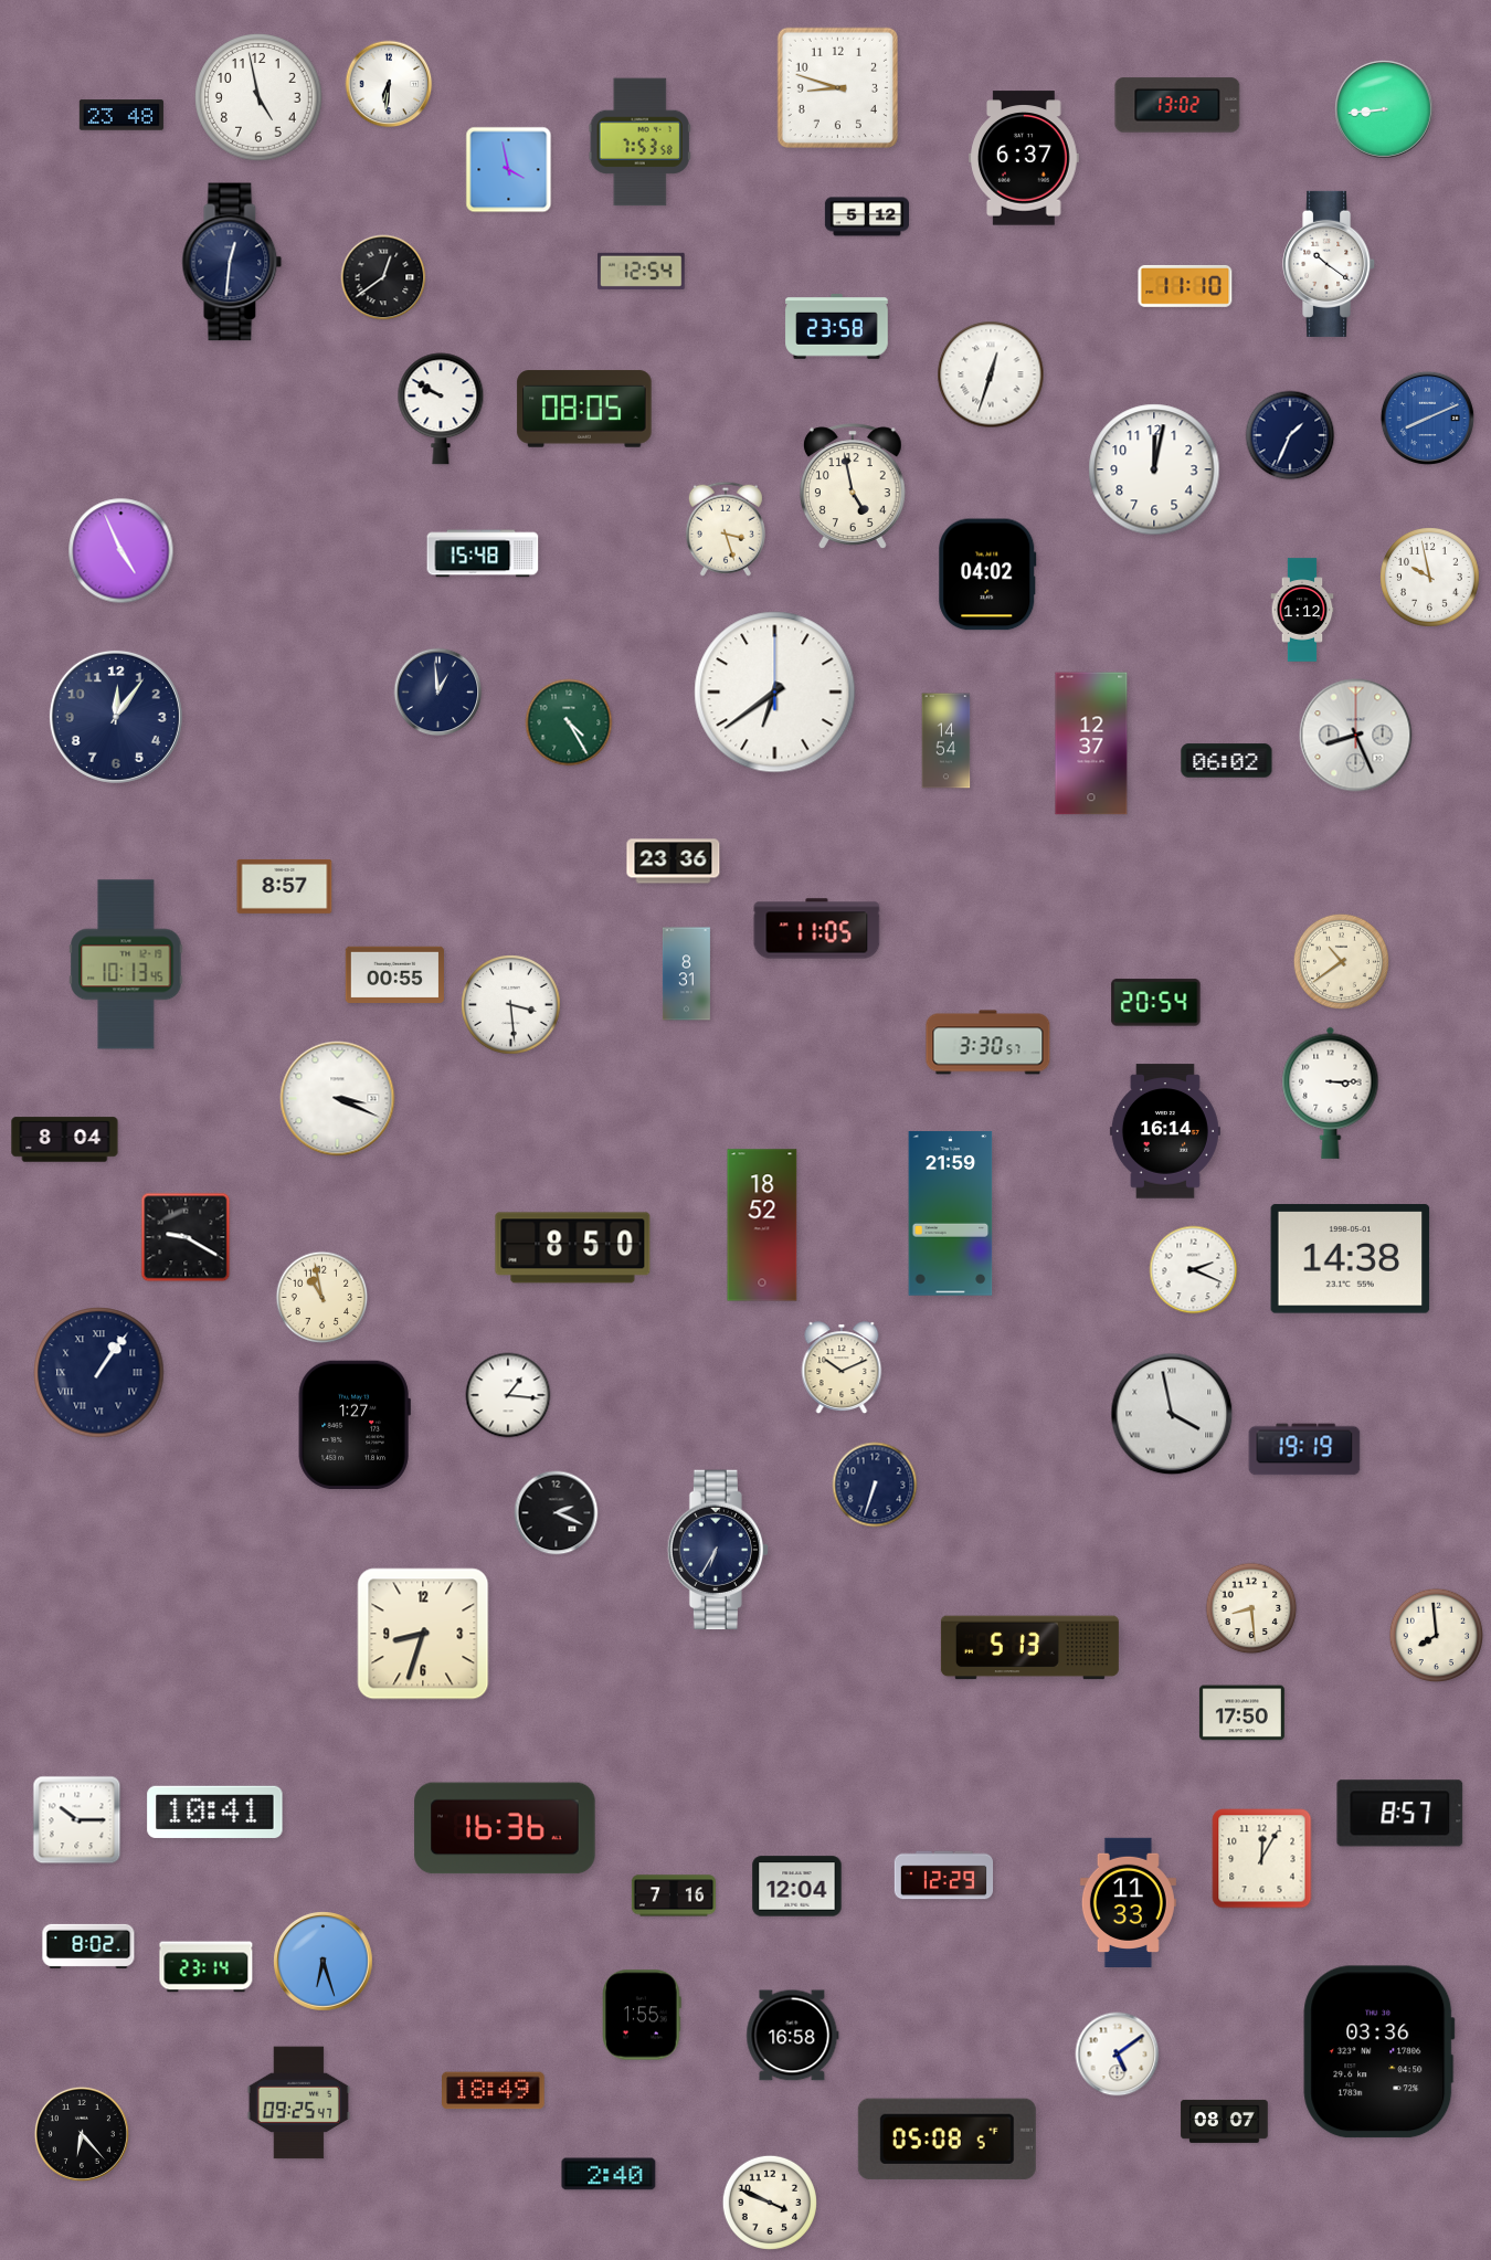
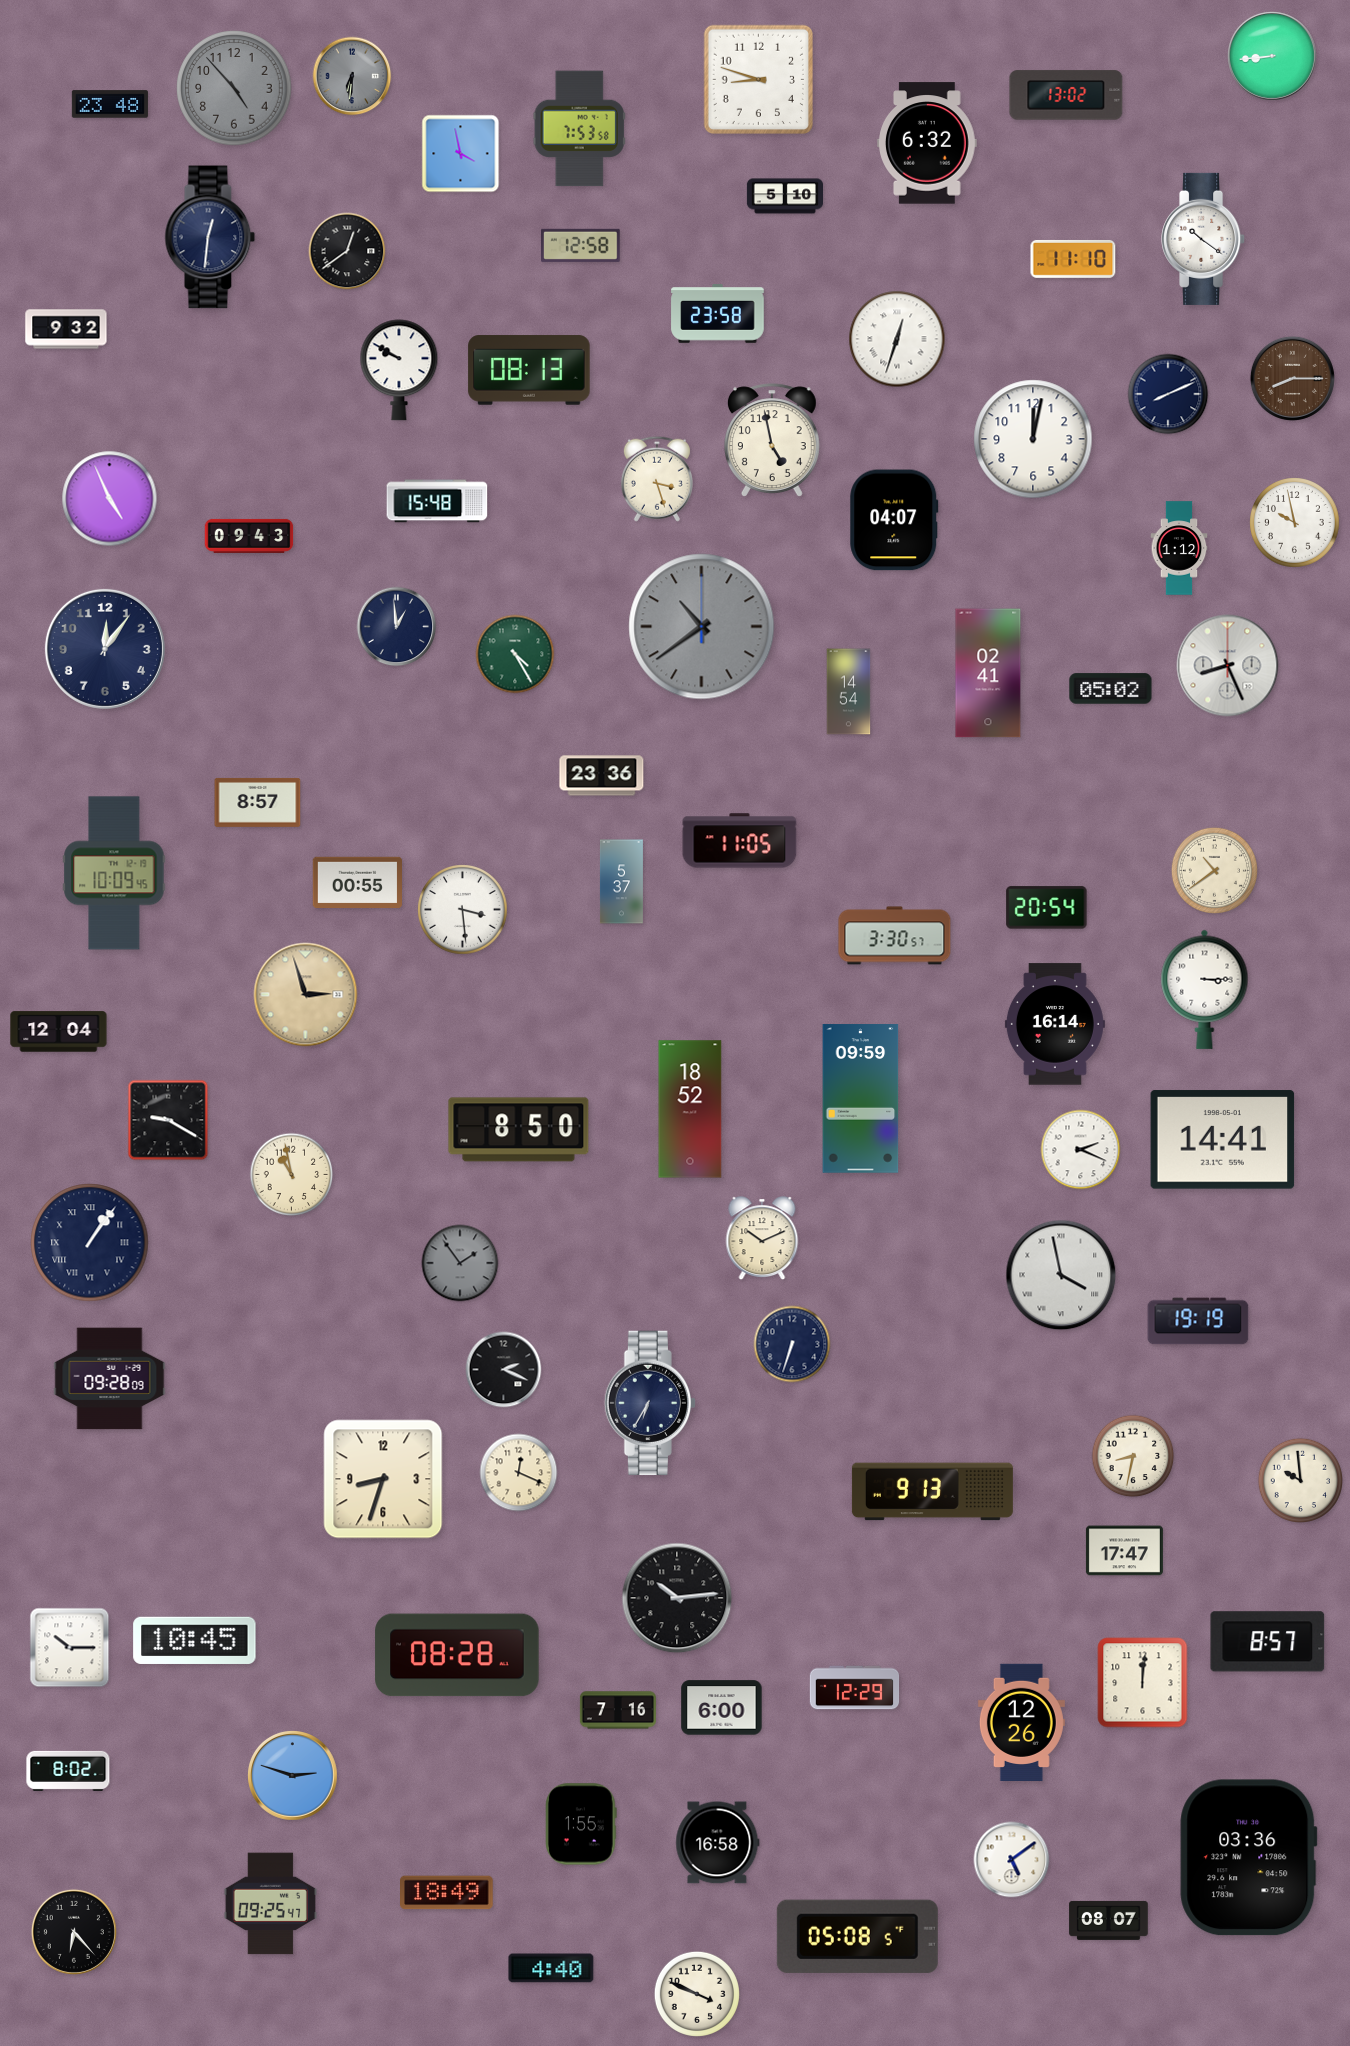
clock at (389, 84) dial: white -> grey
clock at (258, 97): 4:58 -> 4:53
clock at (258, 97) dial: white -> grey
clock at (1385, 110) position: (1385, 110) -> (1273, 57)
clock at (1025, 158): 6:37 -> 6:32
clock at (866, 217): 5:12 -> 5:10
clock at (642, 271): 12:54 -> 12:58
clock at (837, 327) position: (837, 327) -> (718, 314)
clock at (66, 329): none -> 9:32
clock at (584, 409): 08:05 -> 08:13
clock at (1427, 418): 8:11 -> 8:15
clock at (1427, 418) dial: blue -> brown
clock at (1290, 435): 1:34 -> 8:11
clock at (1154, 469) position: (1154, 469) -> (1033, 439)
clock at (987, 574): 04:02 -> 04:07
clock at (249, 536): none -> 09:43
clock at (1302, 610) position: (1302, 610) -> (1179, 548)
clock at (775, 693): 6:39 -> 10:39
clock at (775, 693) dial: white -> grey
clock at (947, 741) position: (947, 741) -> (849, 692)
clock at (1091, 743): 12:37 -> 02:41
clock at (1227, 761): 06:02 -> 05:02
clock at (674, 862) position: (674, 862) -> (602, 776)
clock at (126, 964): 10:13 -> 10:09
clock at (686, 974): 8:31 -> 5:37
clock at (988, 1043) position: (988, 1043) -> (895, 936)
clock at (338, 1099): 3:19 -> 2:57
clock at (338, 1099) dial: white -> champagne
clock at (65, 1140): 8:04 -> 12:04
clock at (951, 1214): 21:59 -> 09:59
clock at (1351, 1259): 14:38 -> 14:41
clock at (508, 1395): 1:16 -> 1:54
clock at (508, 1395) dial: white -> grey
clock at (1172, 1414) position: (1172, 1414) -> (1061, 1275)
clock at (355, 1425): 1:27 -> none
clock at (1304, 1449) position: (1304, 1449) -> (1198, 1321)
clock at (110, 1379): none -> 09:28
clock at (1251, 1608): 8:29 -> 8:32
clock at (519, 1473): none -> 12:19
clock at (1436, 1635): 7:59 -> 9:59
clock at (1029, 1648): 5:13 -> 9:13
clock at (1241, 1713): 17:50 -> 17:47
clock at (677, 1598): none -> 10:14
clock at (215, 1812): 10:41 -> 10:45
clock at (505, 1828): 16:36 -> 08:28
clock at (1262, 1859): 12:05 -> 12:01
clock at (944, 1876) position: (944, 1876) -> (855, 1688)
clock at (797, 1887): 12:04 -> 6:00
clock at (674, 1895) position: (674, 1895) -> (618, 1710)
clock at (1128, 1902): 11:33 -> 12:26
clock at (88, 1946) position: (88, 1946) -> (68, 1771)
clock at (324, 1962): 6:27 -> 2:48
clock at (207, 1967): 23:14 -> none
clock at (609, 2174): 2:40 -> 4:40
